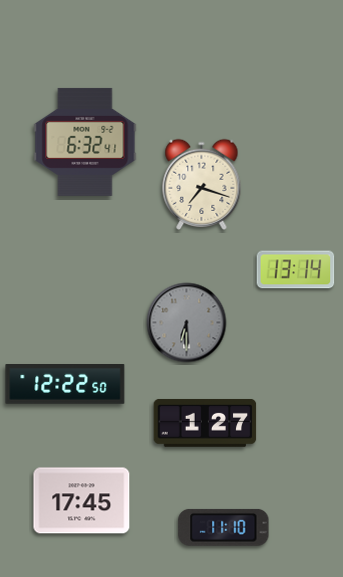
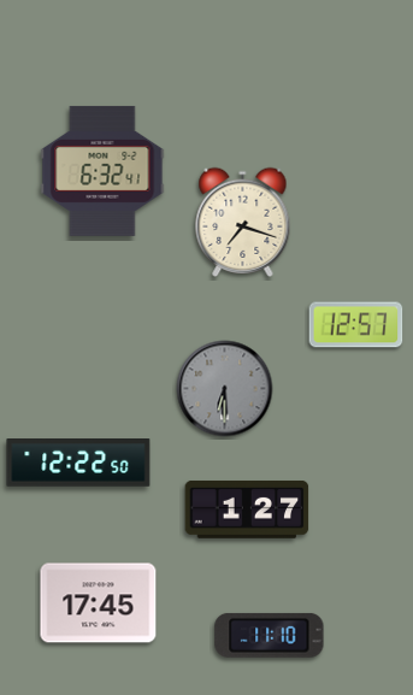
clock at (296, 270): 13:14 -> 12:57
